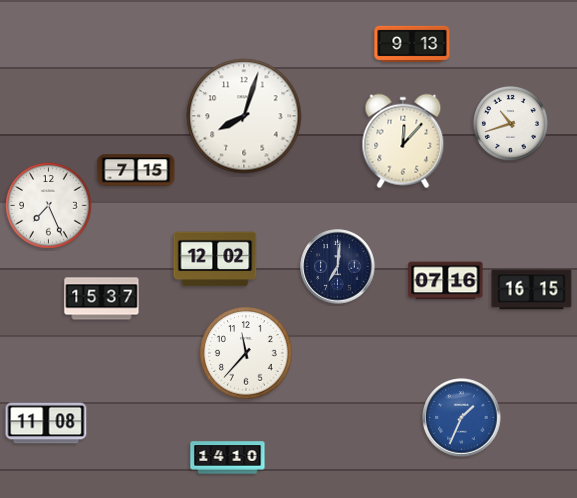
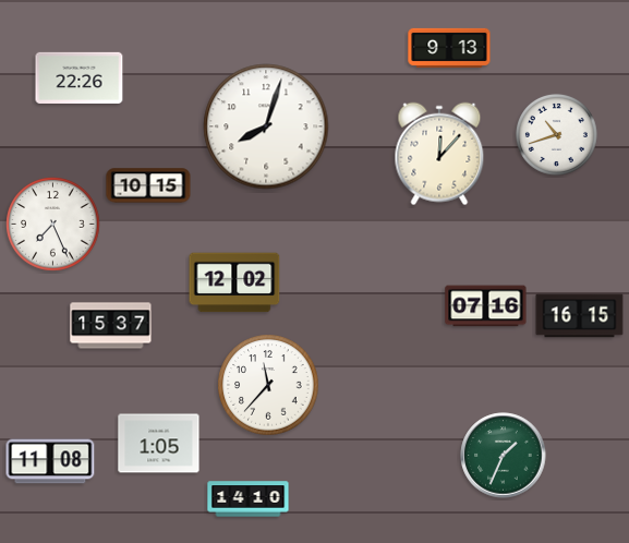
clock at (80, 77): none -> 22:26
clock at (136, 170): 7:15 -> 10:15
clock at (338, 267): 7:01 -> none
clock at (159, 444): none -> 1:05
clock at (462, 418) dial: blue -> green
